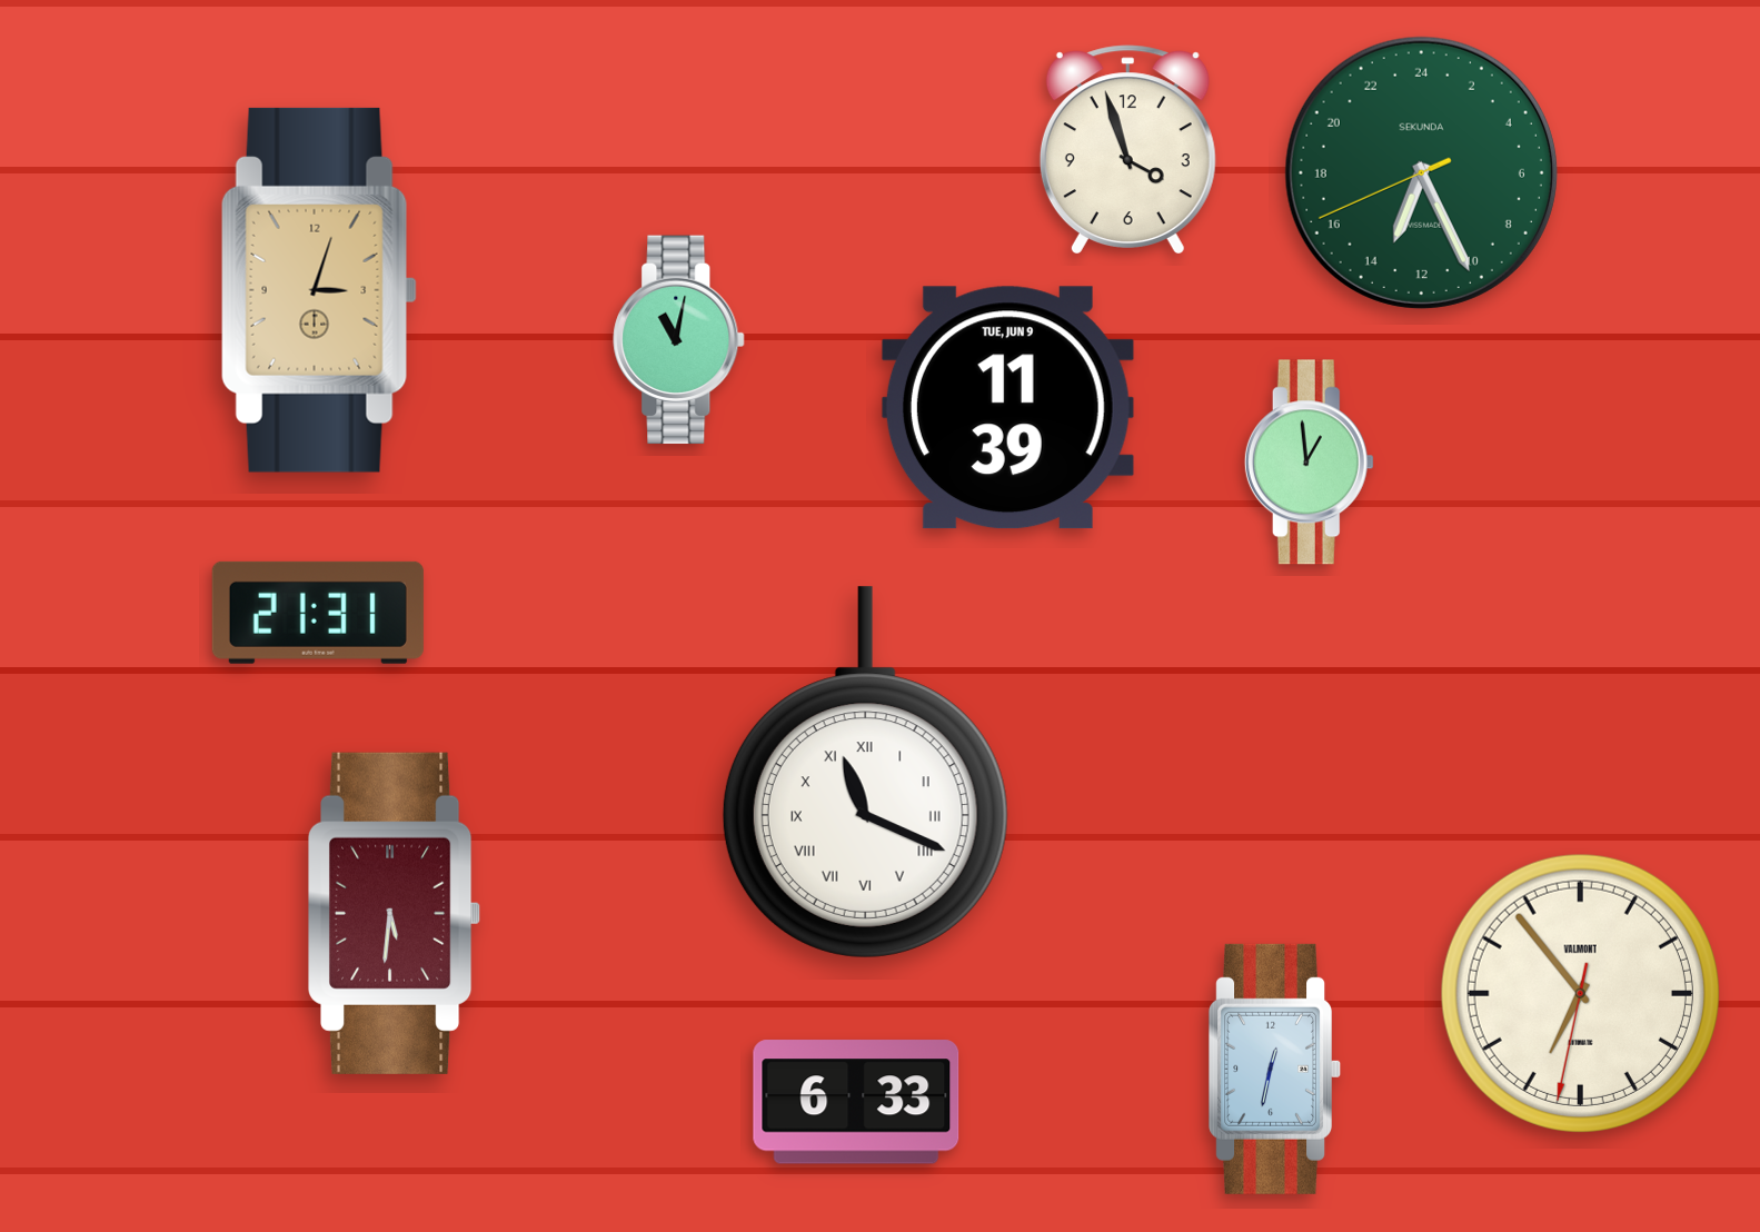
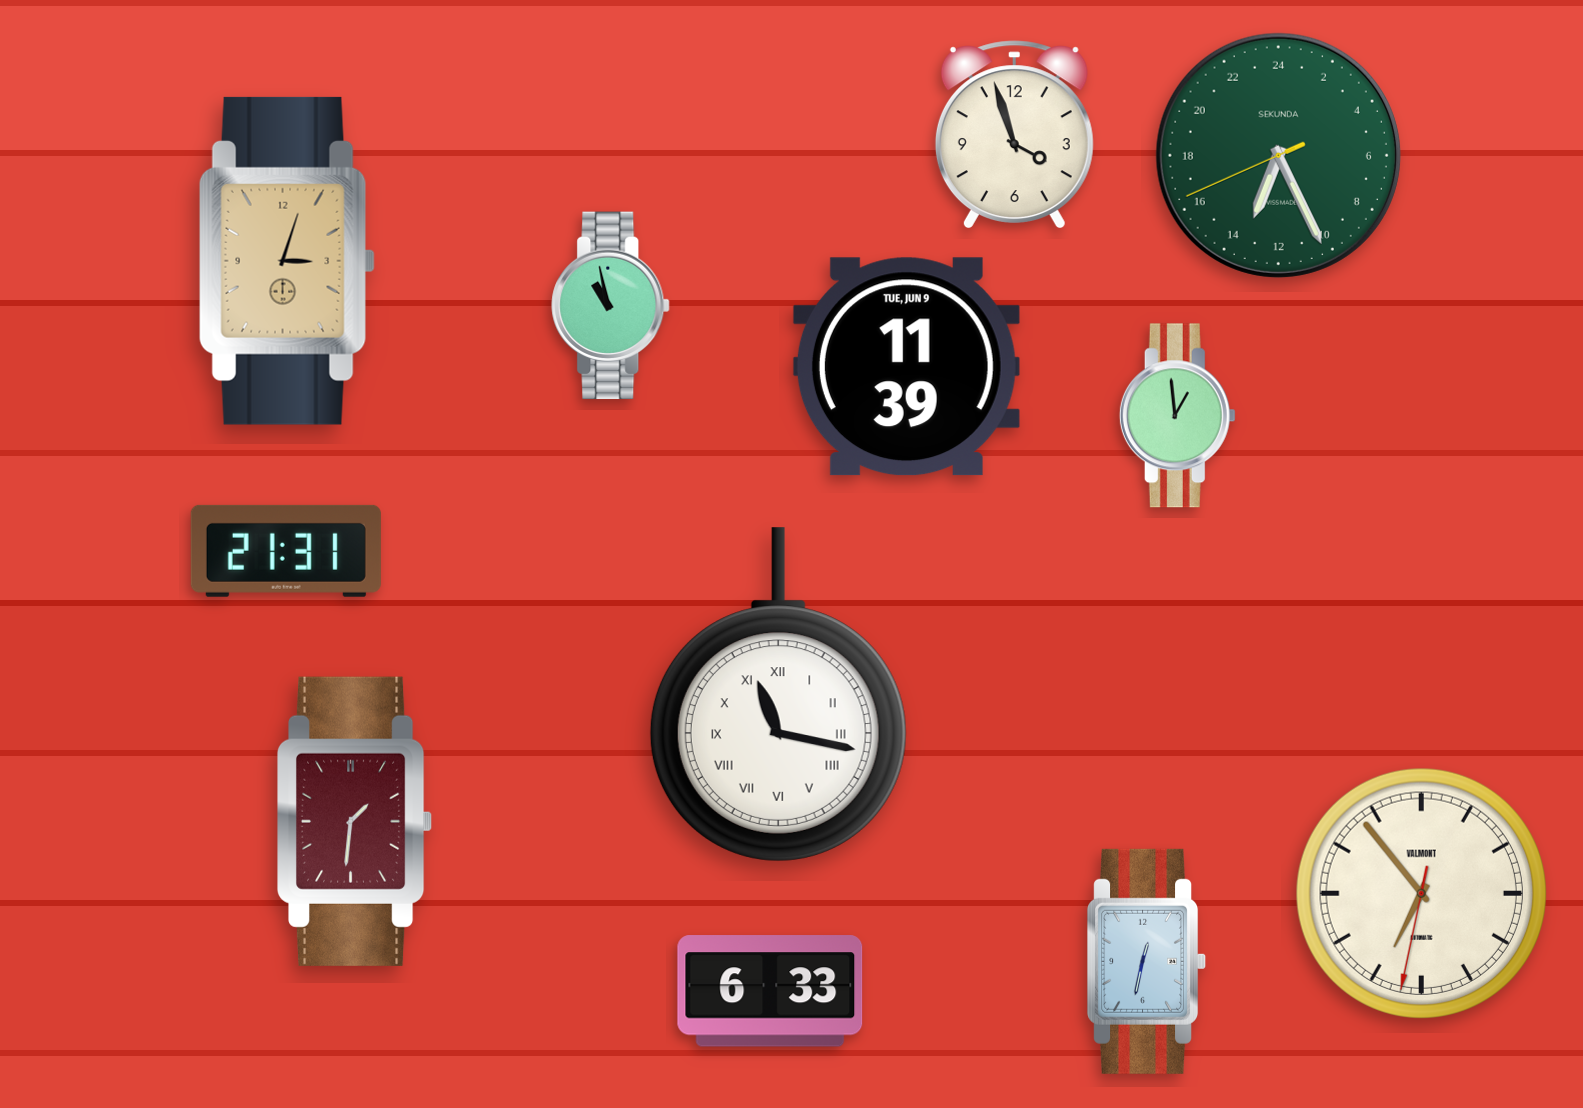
clock at (679, 340): 11:02 -> 10:58
clock at (865, 773): 11:19 -> 11:17
clock at (396, 913): 5:31 -> 1:31
